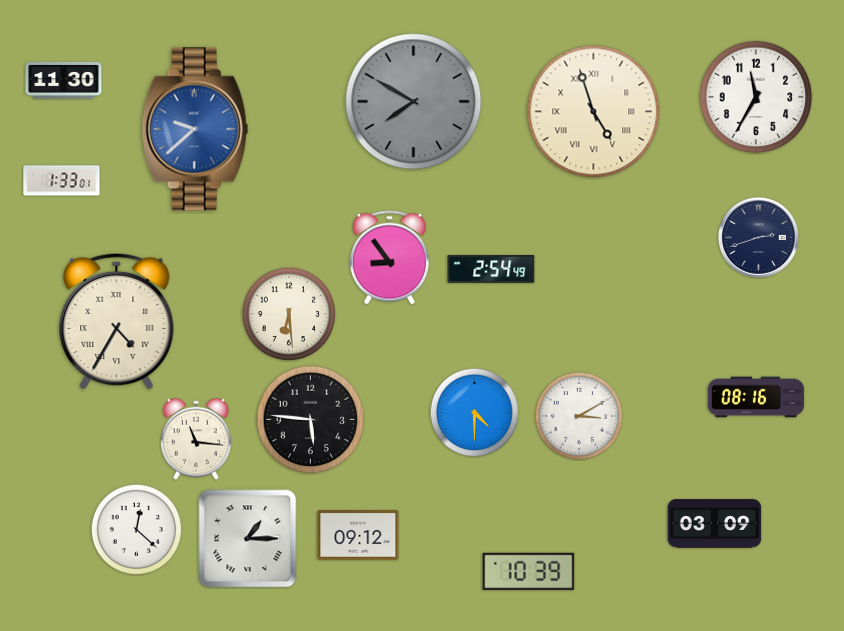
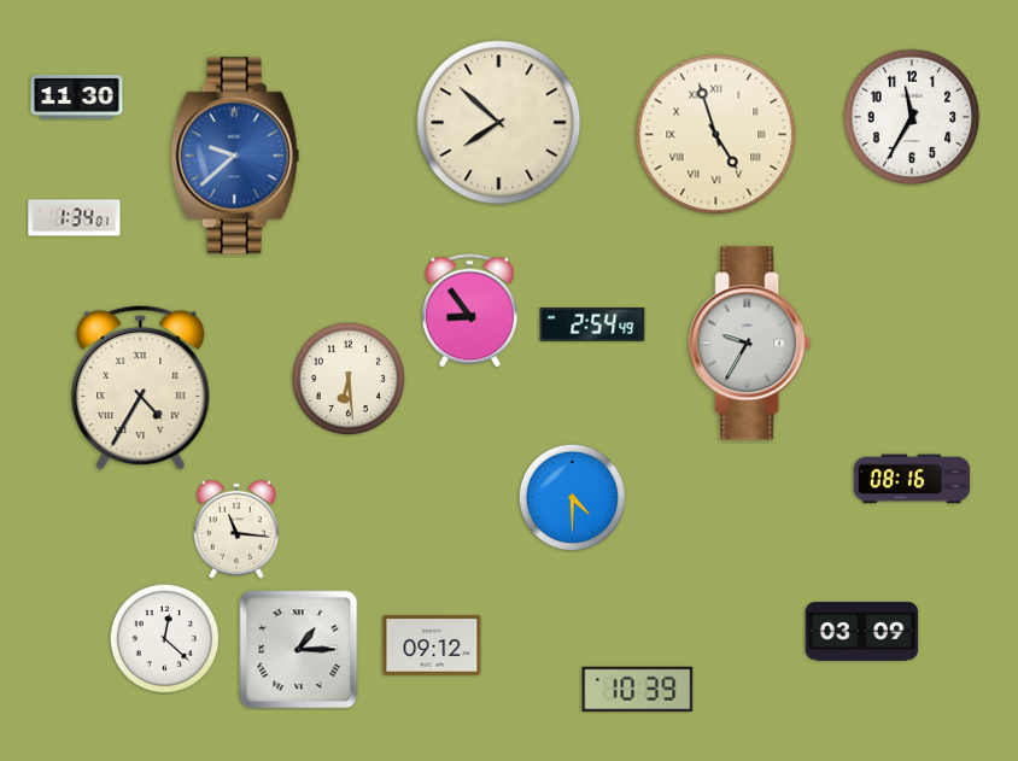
clock at (414, 102): 7:50 -> 7:52
clock at (414, 102) dial: grey -> cream
clock at (62, 181): 1:33 -> 1:34
clock at (758, 237): 2:42 -> none
clock at (750, 344): none -> 9:35
clock at (578, 415): 3:10 -> none
clock at (311, 420): 5:46 -> none
